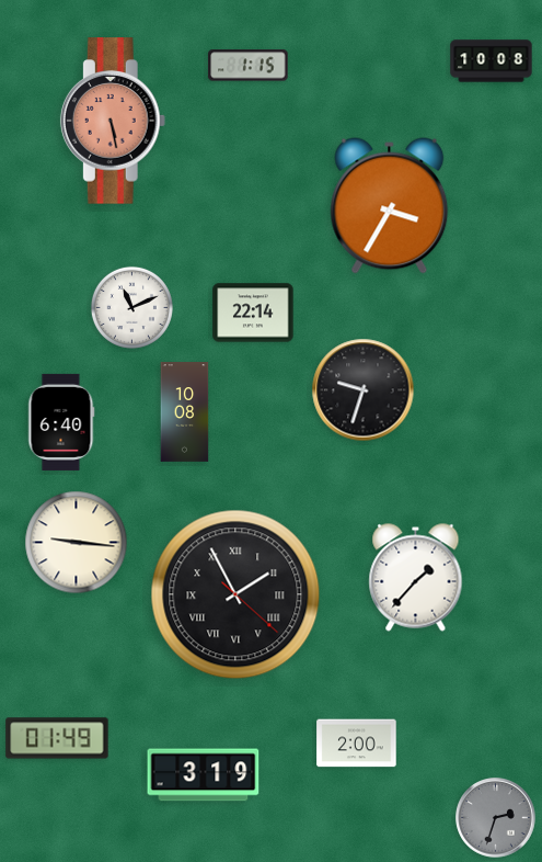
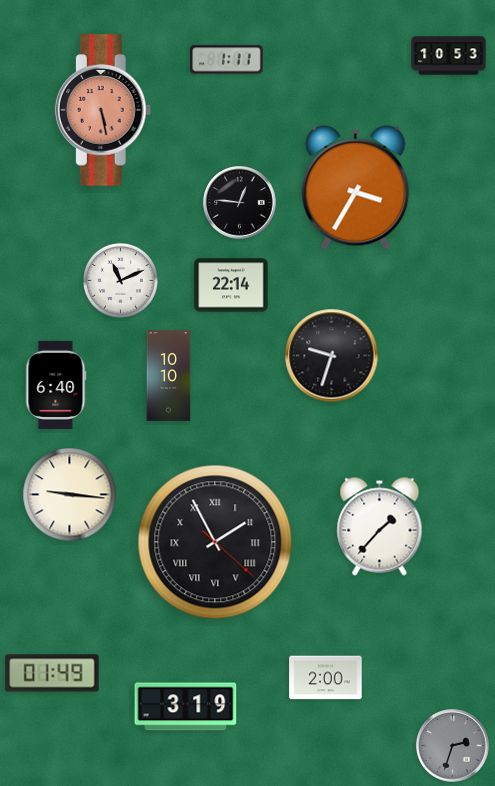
clock at (492, 61): 10:08 -> 10:53
clock at (249, 66): 1:15 -> 1:11
clock at (240, 203): none -> 12:46
clock at (185, 412): 10:08 -> 10:10
